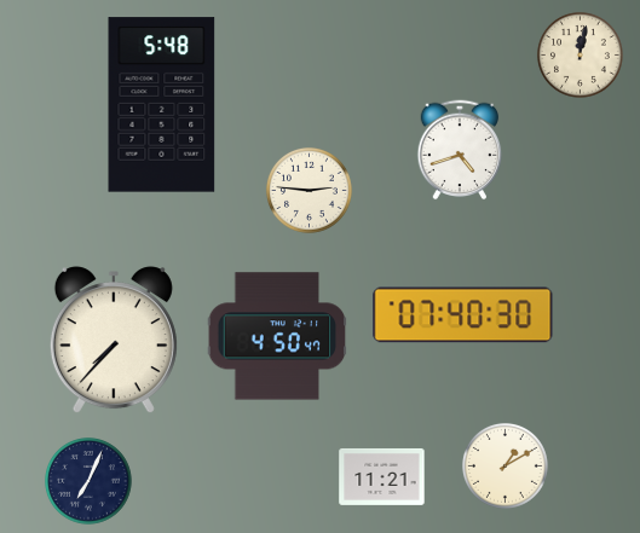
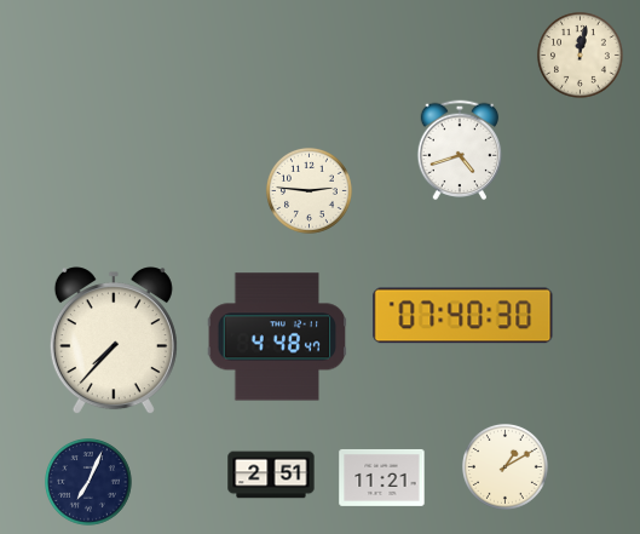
clock at (162, 105): 5:48 -> none
clock at (277, 336): 4:50 -> 4:48
clock at (271, 475): none -> 2:51
